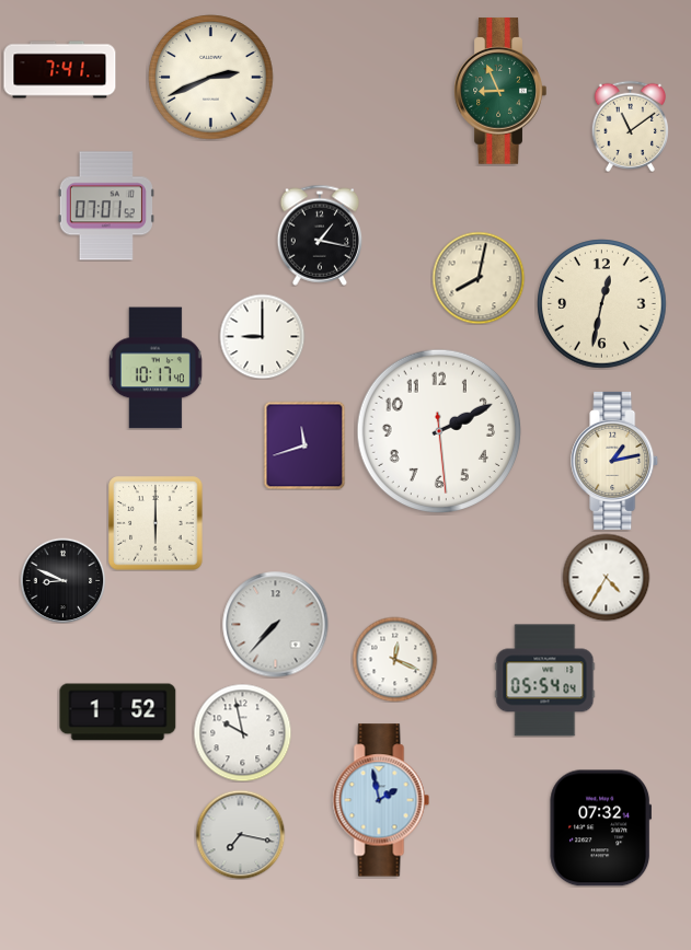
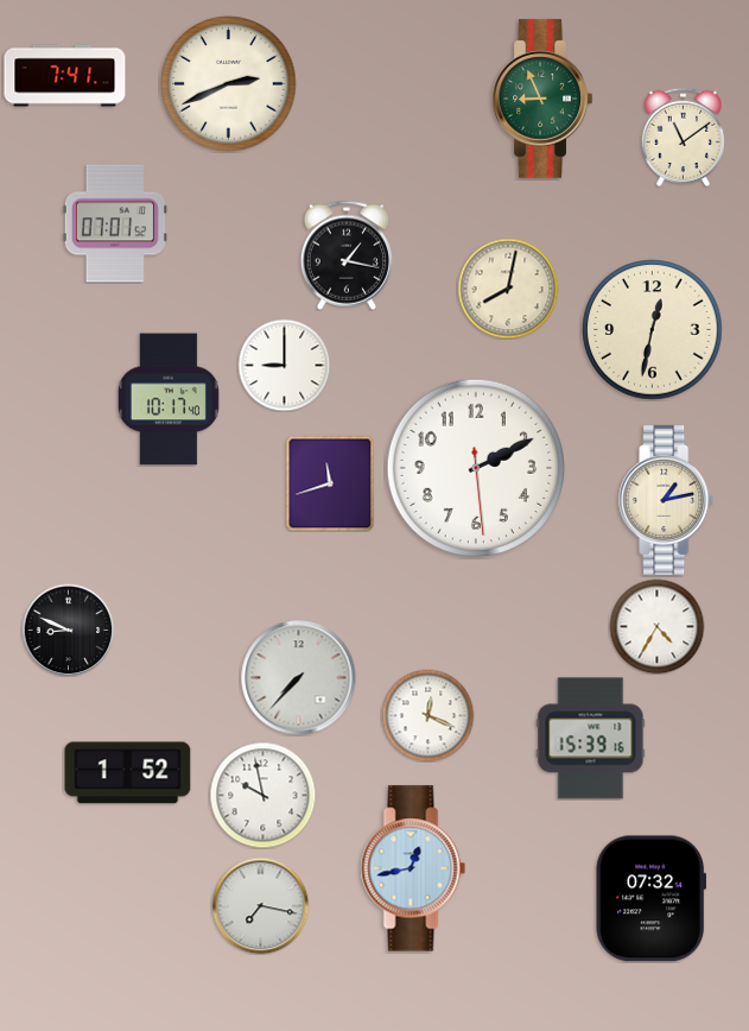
clock at (479, 278) position: (479, 278) -> (508, 289)
clock at (156, 523): 6:00 -> none
clock at (545, 681): 05:54 -> 15:39
clock at (381, 800): 1:58 -> 12:43
